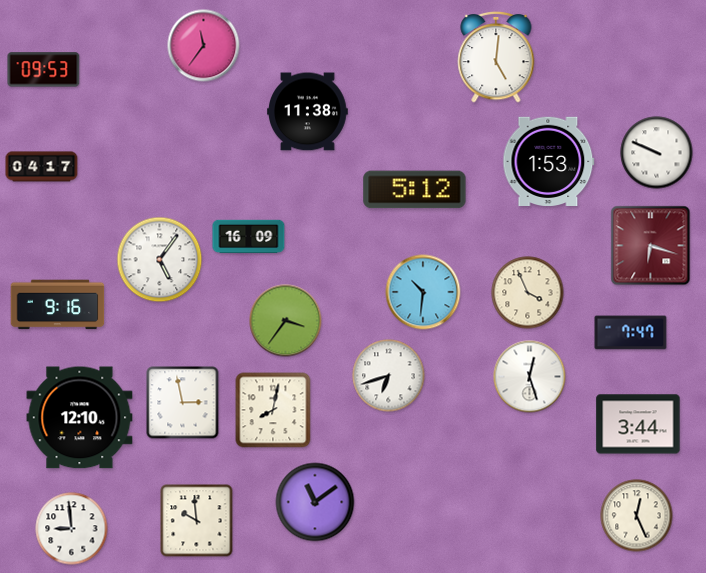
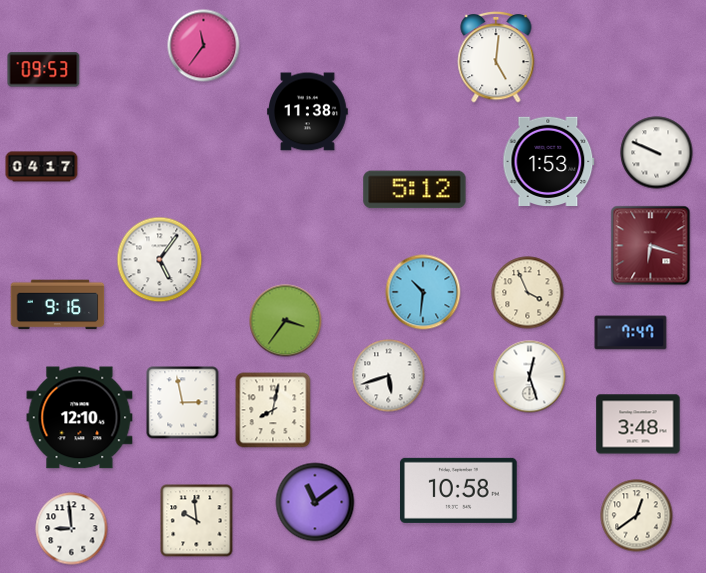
clock at (249, 237): 16:09 -> none
clock at (389, 376): 6:42 -> 5:42
clock at (638, 424): 3:44 -> 3:48
clock at (459, 490): none -> 10:58
clock at (637, 516): 12:26 -> 12:39
